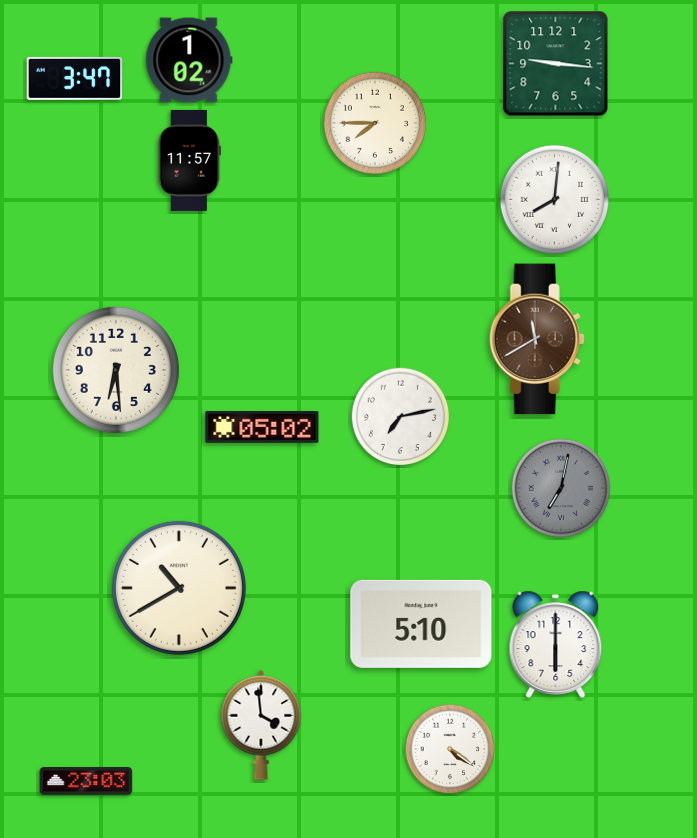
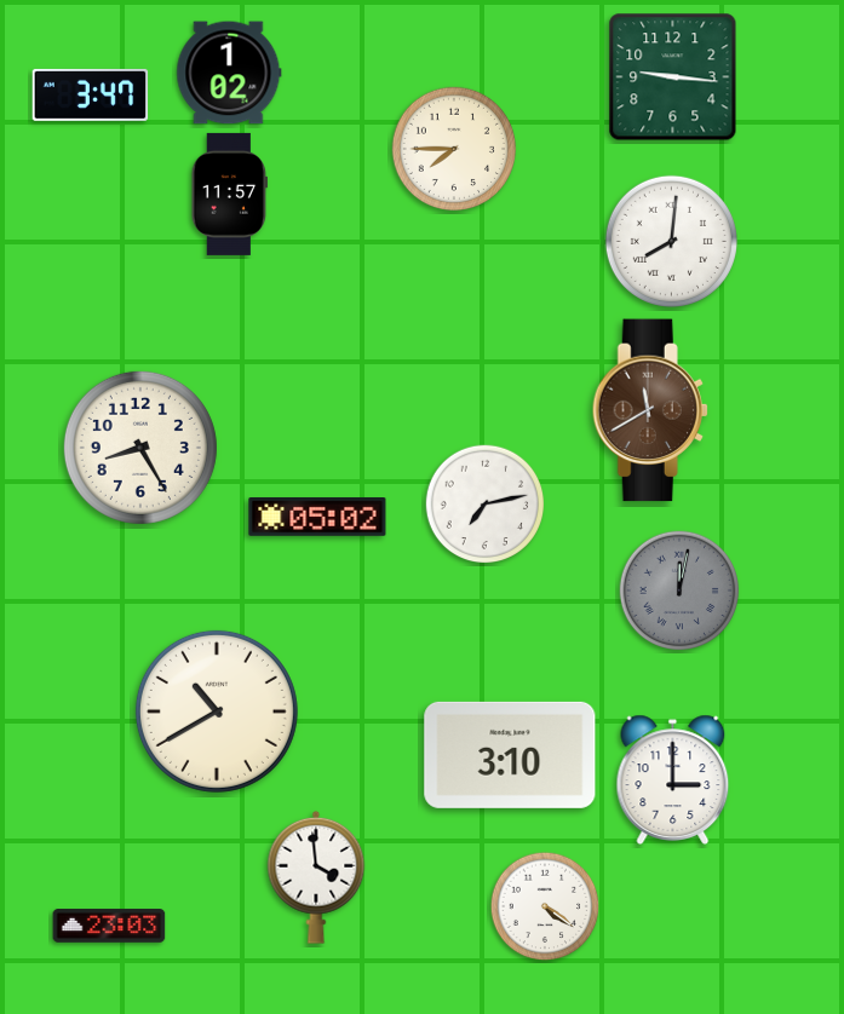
clock at (116, 370): 6:29 -> 8:25
clock at (561, 488): 7:02 -> 12:02
clock at (421, 624): 5:10 -> 3:10
clock at (556, 644): 6:00 -> 3:00
clock at (86, 781) position: (86, 781) -> (109, 926)
